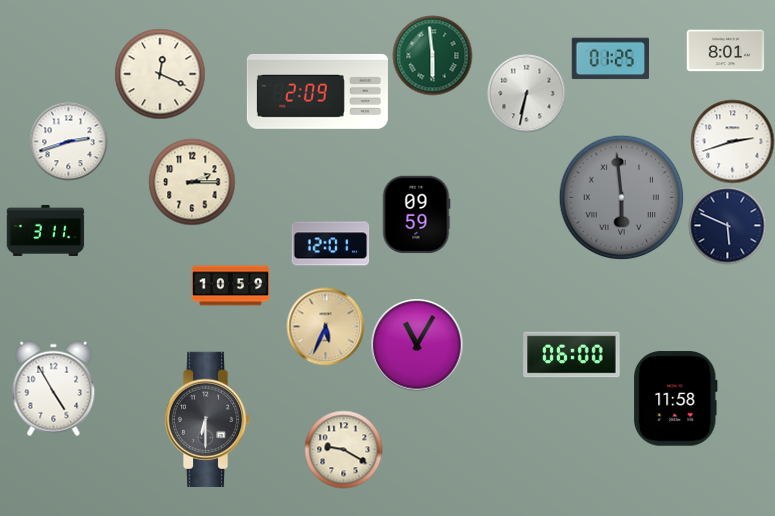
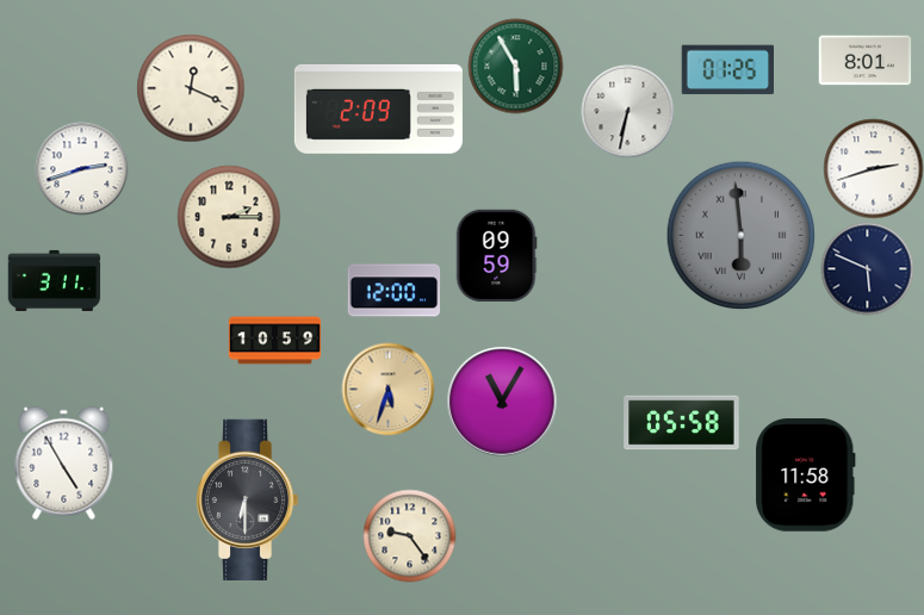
clock at (432, 55): 5:59 -> 5:55
clock at (45, 230) position: (45, 230) -> (54, 280)
clock at (330, 244): 12:01 -> 12:00
clock at (325, 326): 5:34 -> 5:33
clock at (417, 345) position: (417, 345) -> (502, 402)
clock at (572, 355): 06:00 -> 05:58
clock at (343, 449): 9:20 -> 9:24
